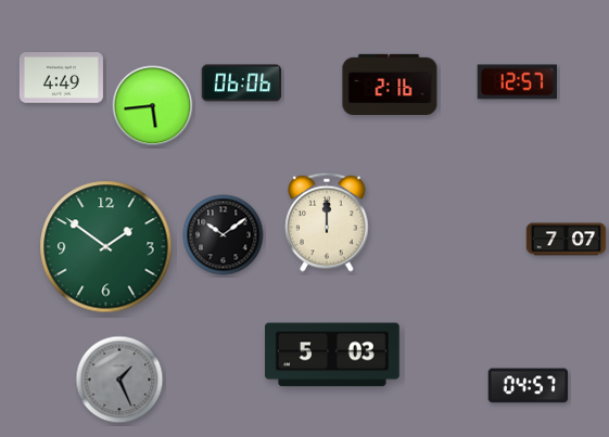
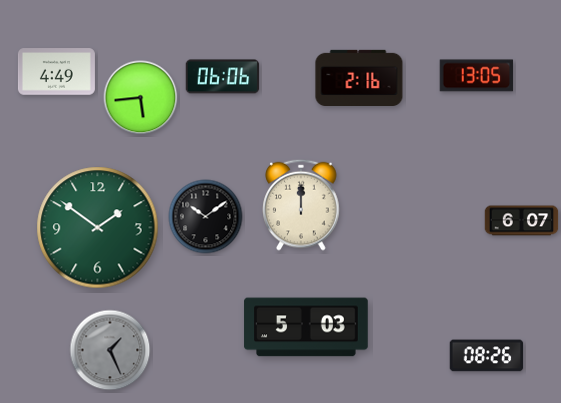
clock at (518, 82): 12:57 -> 13:05
clock at (567, 240): 7:07 -> 6:07
clock at (529, 386): 04:57 -> 08:26
